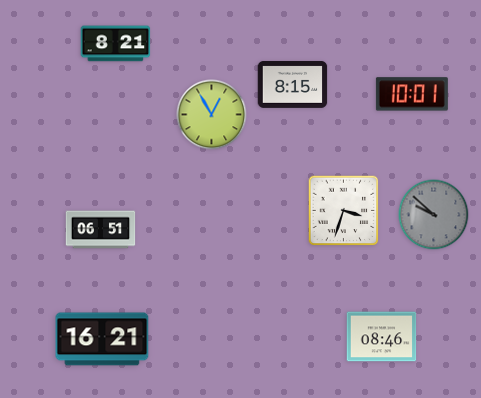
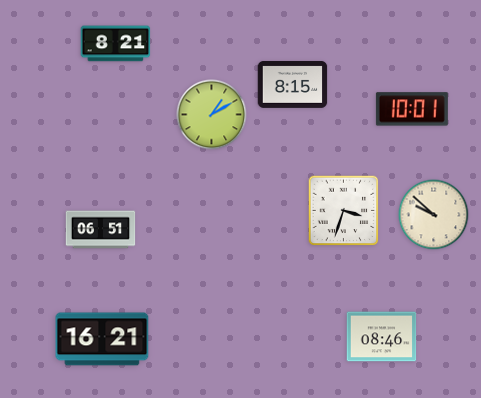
clock at (412, 94) position: (412, 94) -> (412, 109)
clock at (212, 115): 12:55 -> 1:10
clock at (434, 215) dial: grey -> cream
